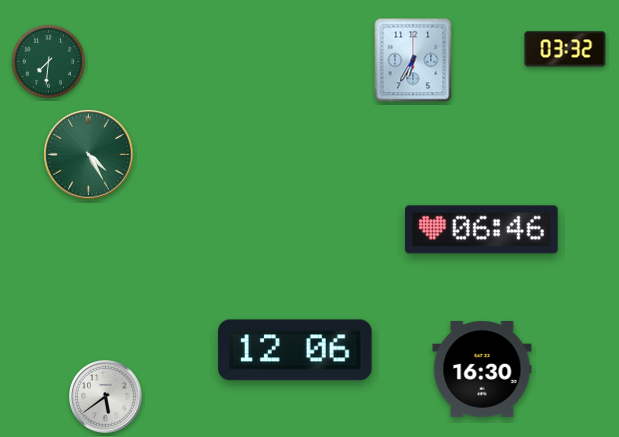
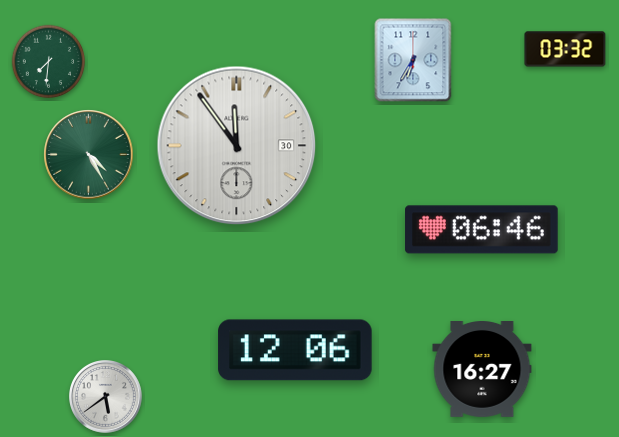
clock at (237, 146): none -> 11:54
clock at (482, 370): 16:30 -> 16:27
